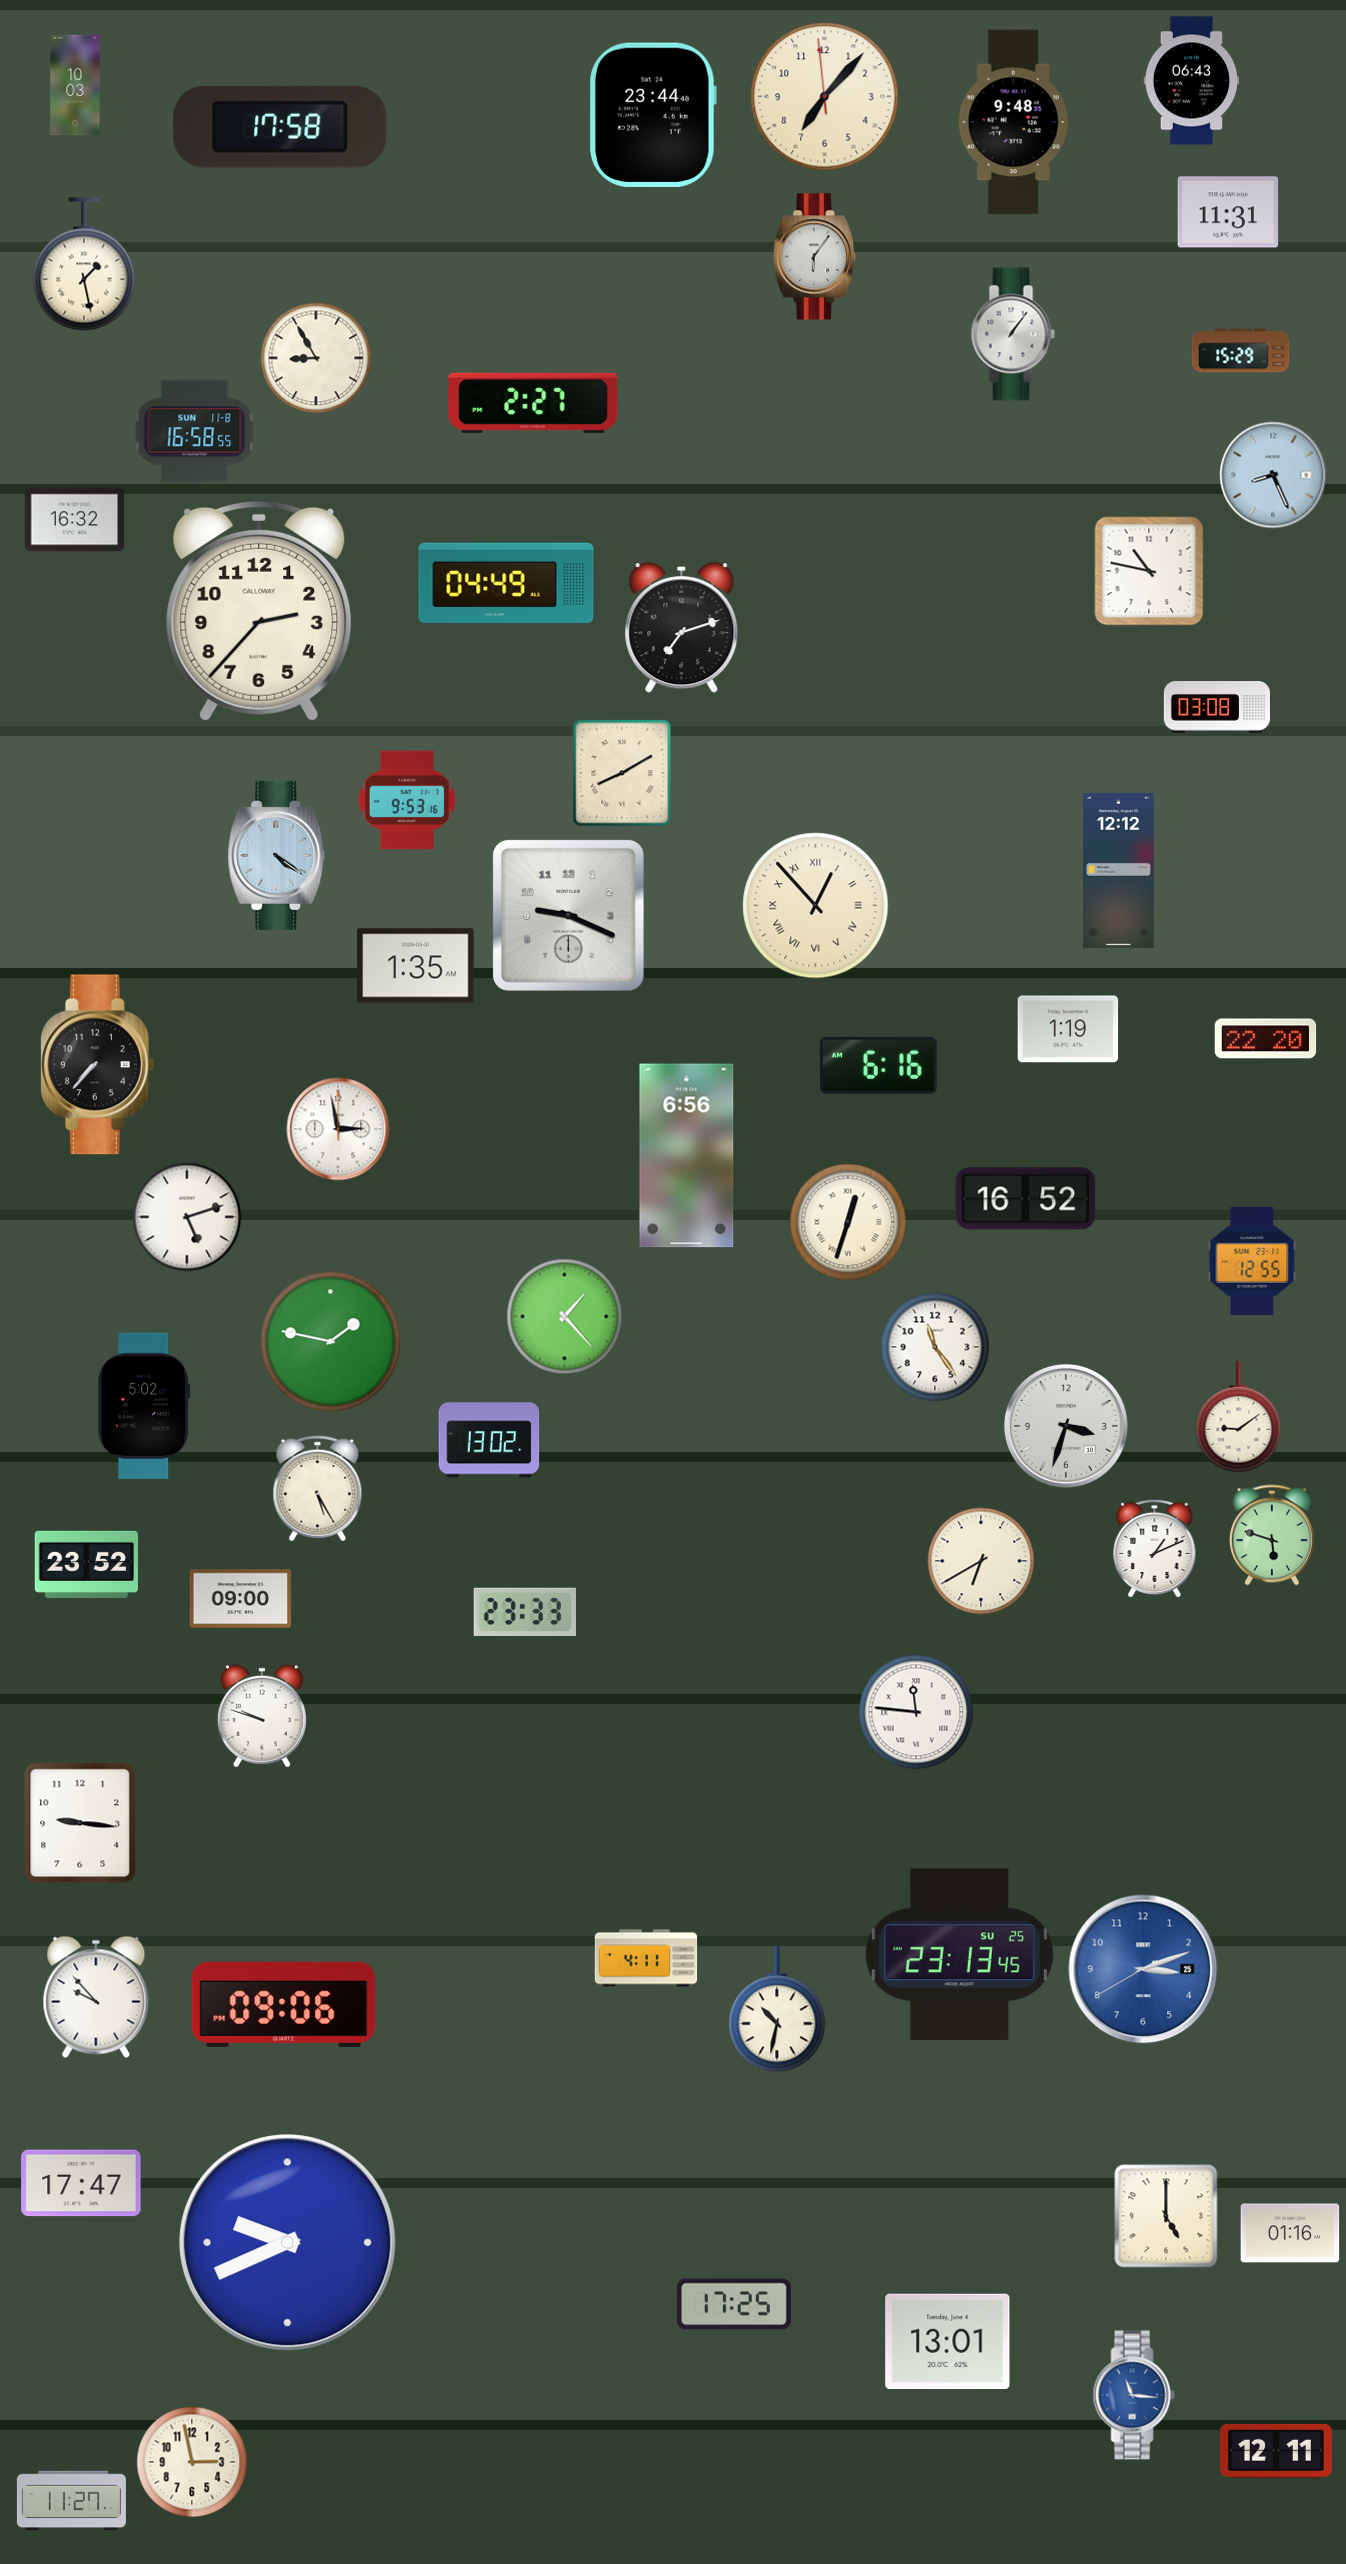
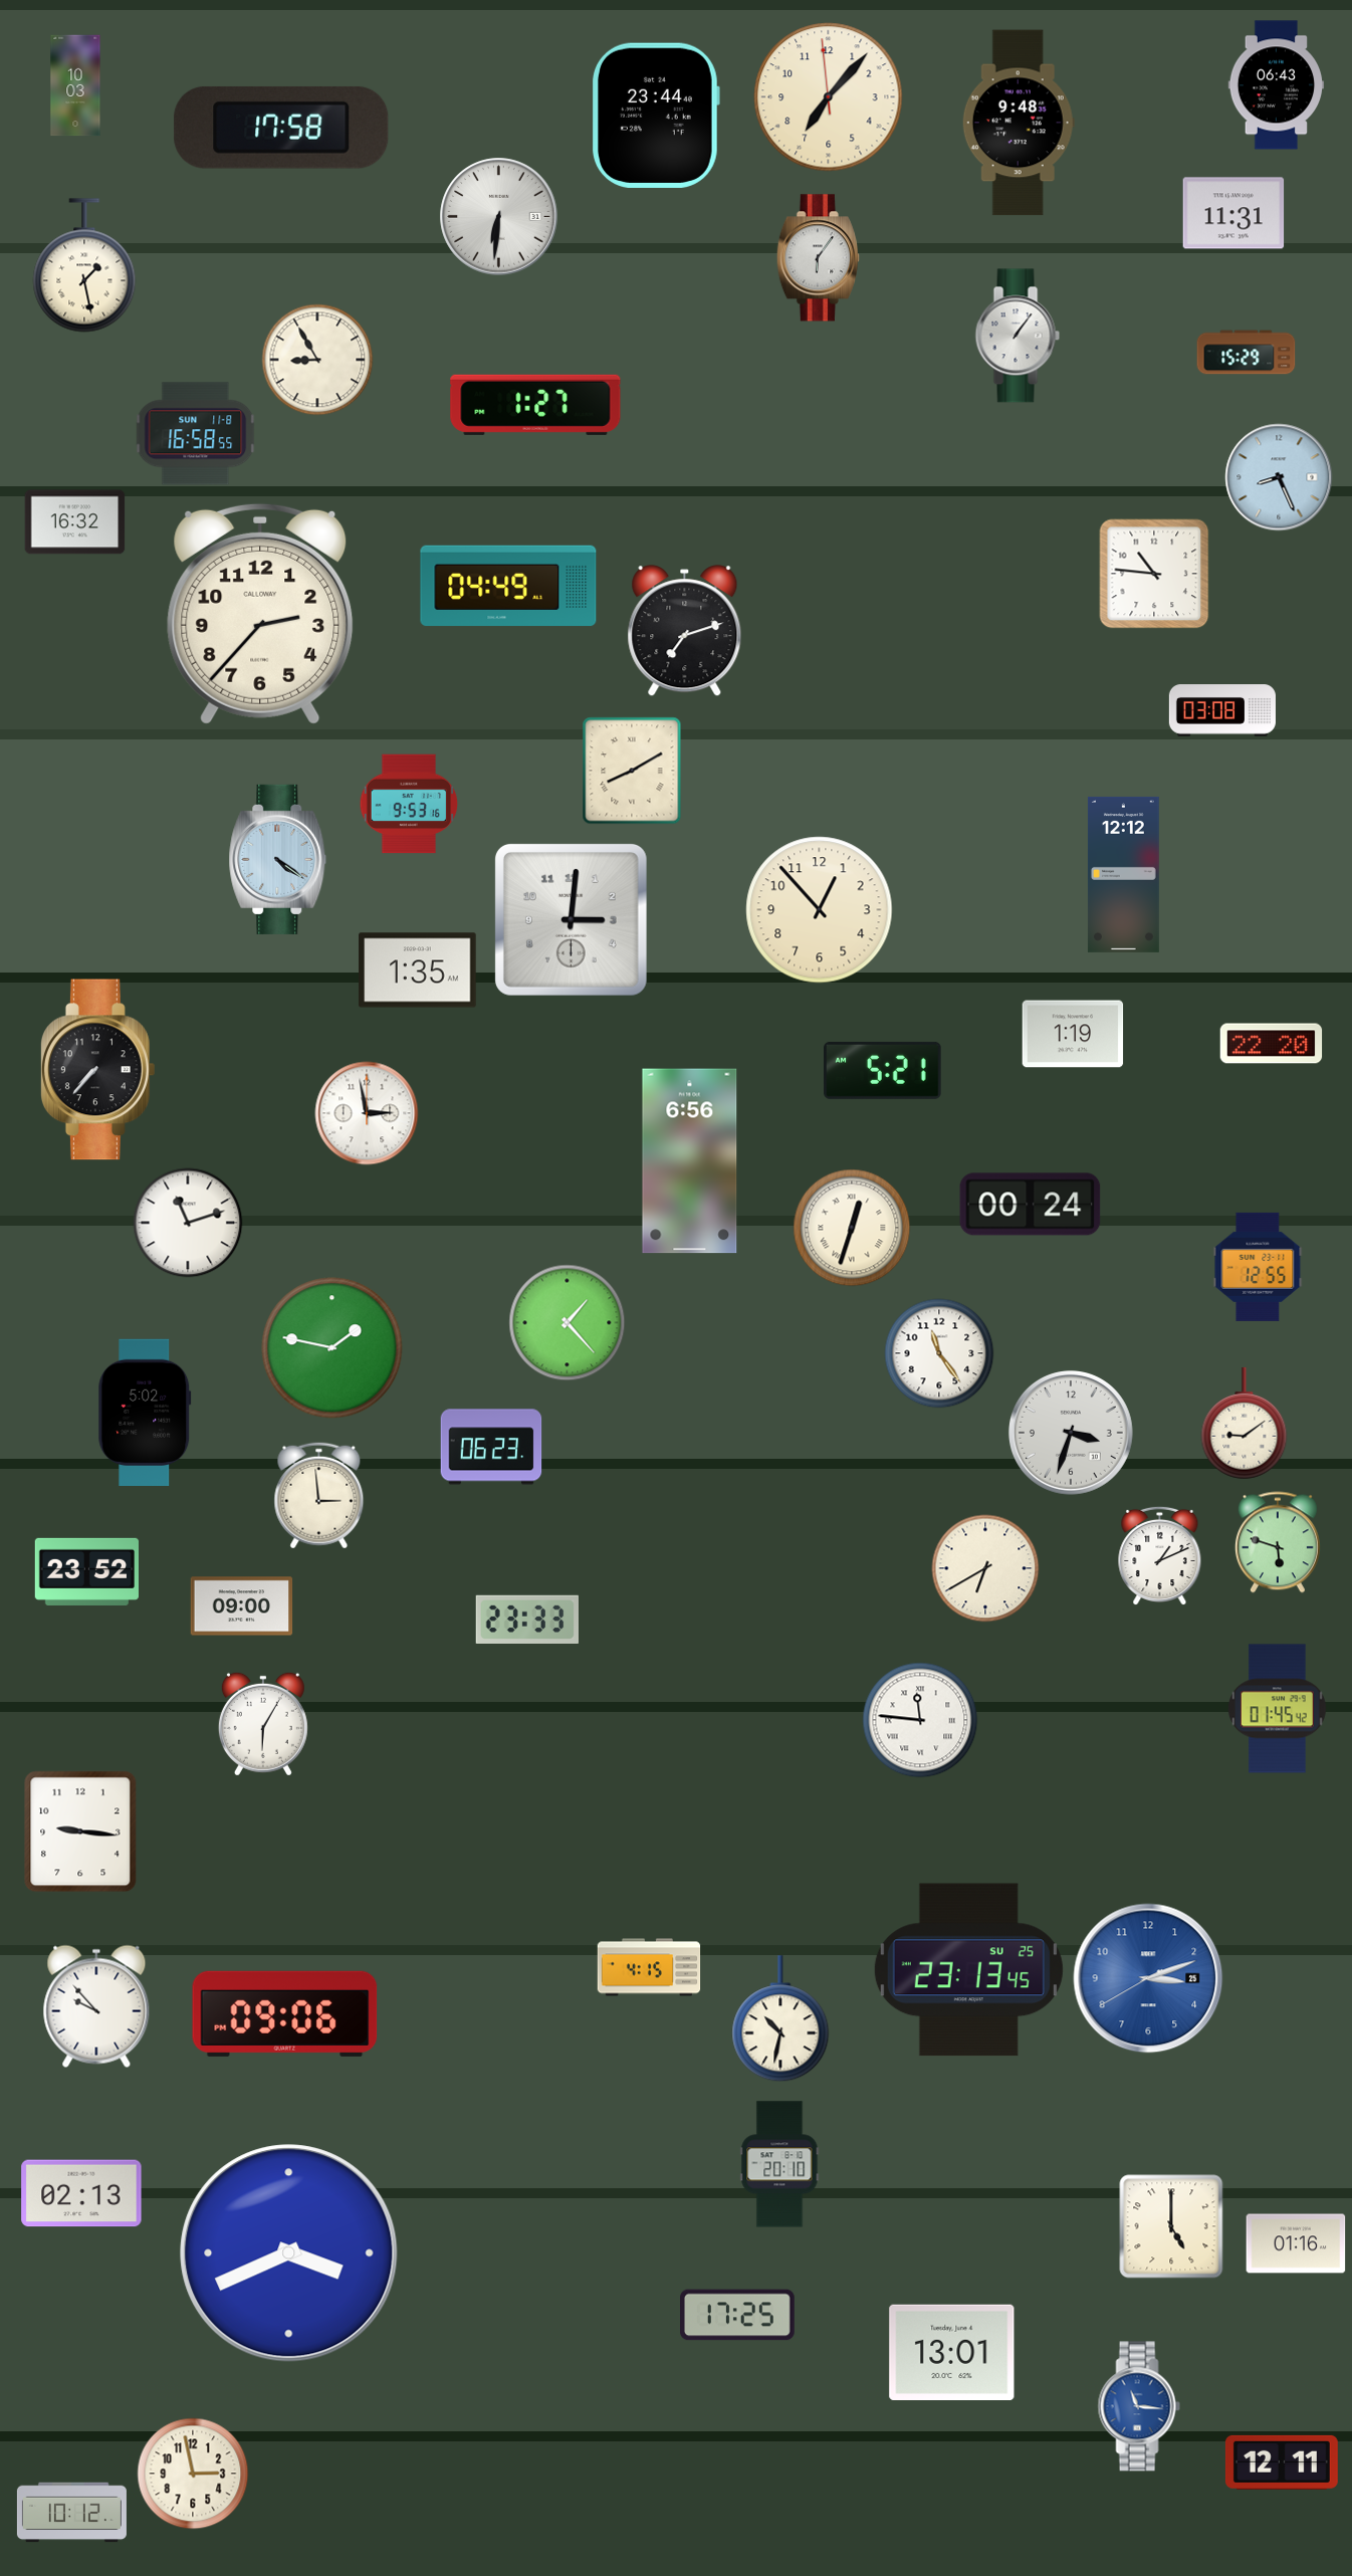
clock at (1192, 81) position: (1192, 81) -> (1277, 85)
clock at (499, 217): none -> 6:31
clock at (533, 403): 2:27 -> 1:27
clock at (1149, 571): 10:47 -> 10:46
clock at (622, 773) position: (622, 773) -> (632, 771)
clock at (816, 906) numerals: Roman -> Arabic
clock at (568, 915): 9:19 -> 3:01
clock at (879, 1065): 6:16 -> 5:21
clock at (338, 1129) position: (338, 1129) -> (367, 1113)
clock at (1026, 1199): 16:52 -> 00:24
clock at (187, 1217): 5:12 -> 11:12
clock at (489, 1440): 13:02 -> 06:23
clock at (318, 1489): 5:25 -> 2:59
clock at (1277, 1709): none -> 01:45
clock at (262, 1716): 9:48 -> 6:05
clock at (959, 1955) position: (959, 1955) -> (968, 1970)
clock at (646, 1958): 4:11 -> 4:15
clock at (779, 2164): none -> 20:10
clock at (81, 2183): 17:47 -> 02:13
clock at (288, 2243): 9:41 -> 3:41
clock at (71, 2501): 11:27 -> 10:12
